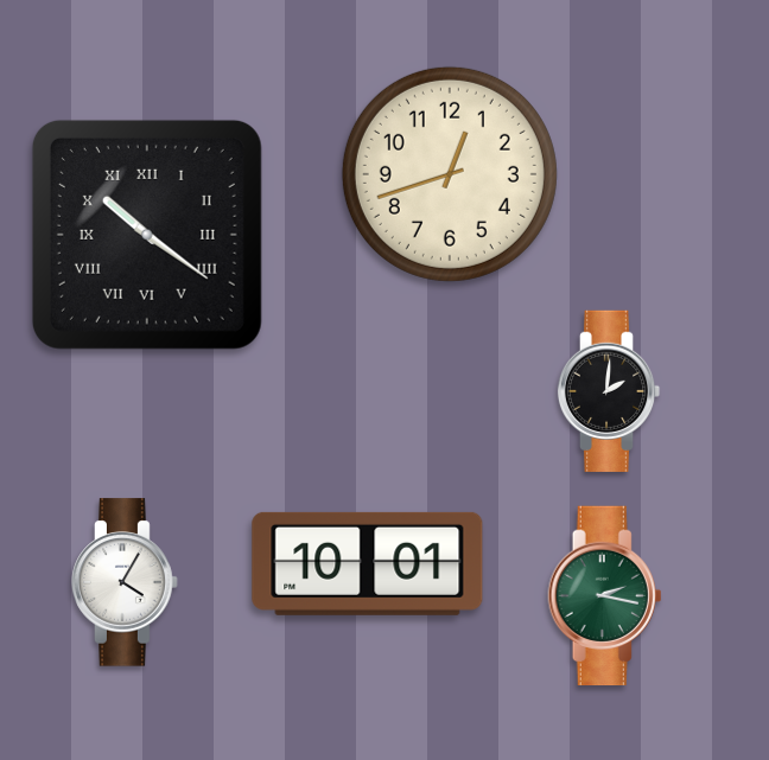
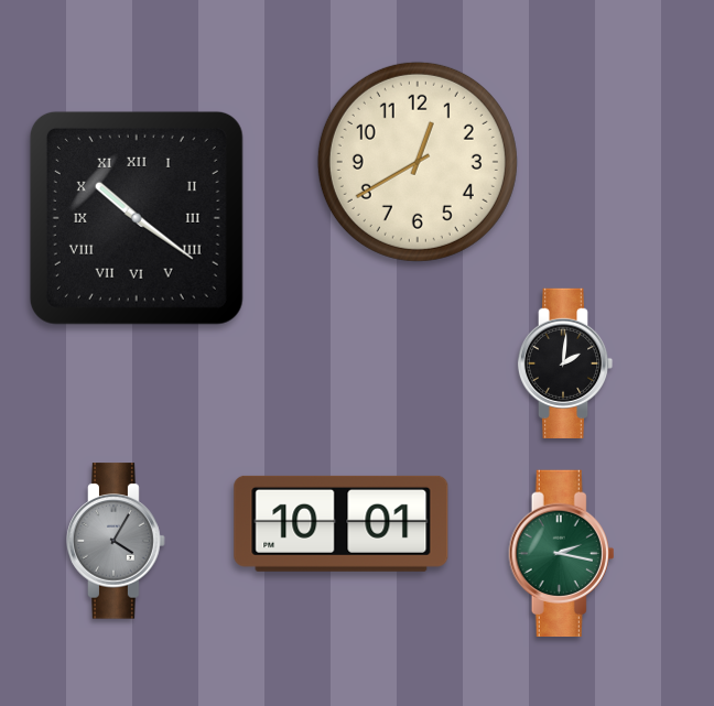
clock at (450, 174): 12:42 -> 12:40
clock at (125, 582) dial: white -> grey
